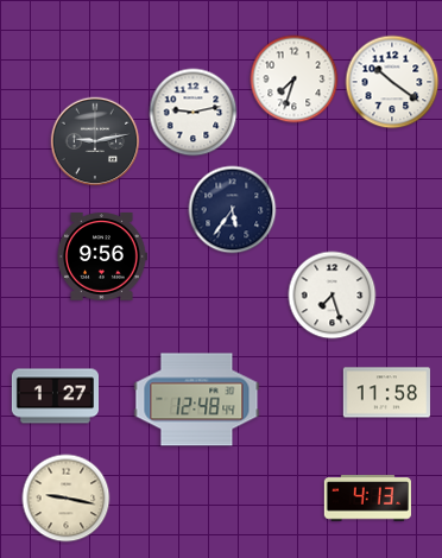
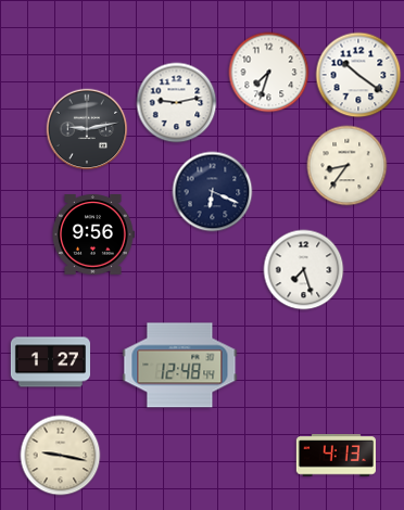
clock at (348, 166): none -> 8:36
clock at (233, 210): 5:36 -> 6:19
clock at (386, 393): 11:58 -> none
